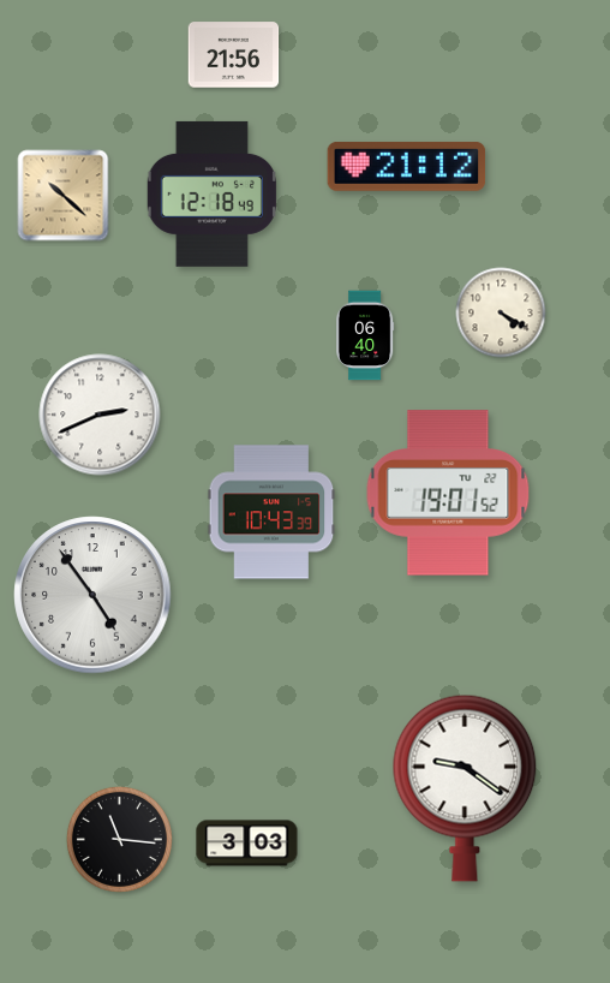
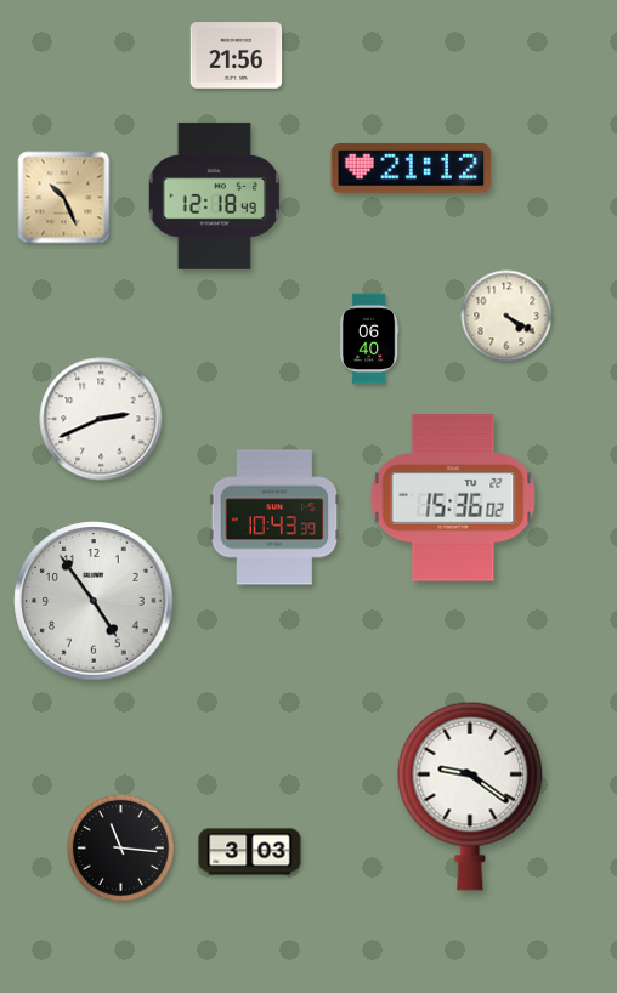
clock at (64, 196): 10:22 -> 10:26
clock at (448, 493): 19:01 -> 15:36
